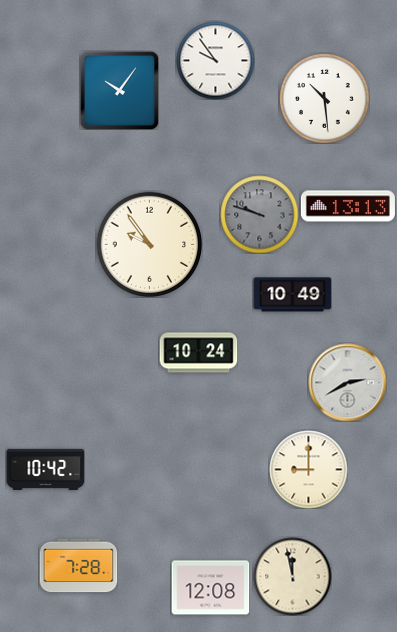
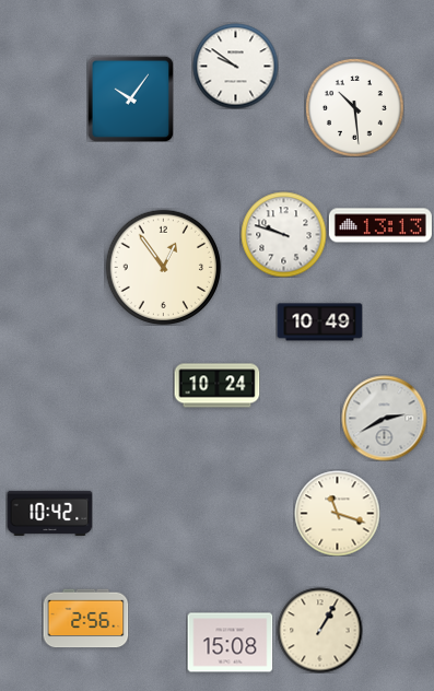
clock at (215, 60): 9:54 -> 9:51
clock at (259, 214) dial: grey -> white
clock at (149, 244): 9:54 -> 12:54
clock at (347, 382) position: (347, 382) -> (384, 418)
clock at (308, 469): 9:00 -> 11:18
clock at (78, 566): 7:28 -> 2:56
clock at (292, 576): 11:58 -> 1:05
clock at (210, 588): 12:08 -> 15:08
